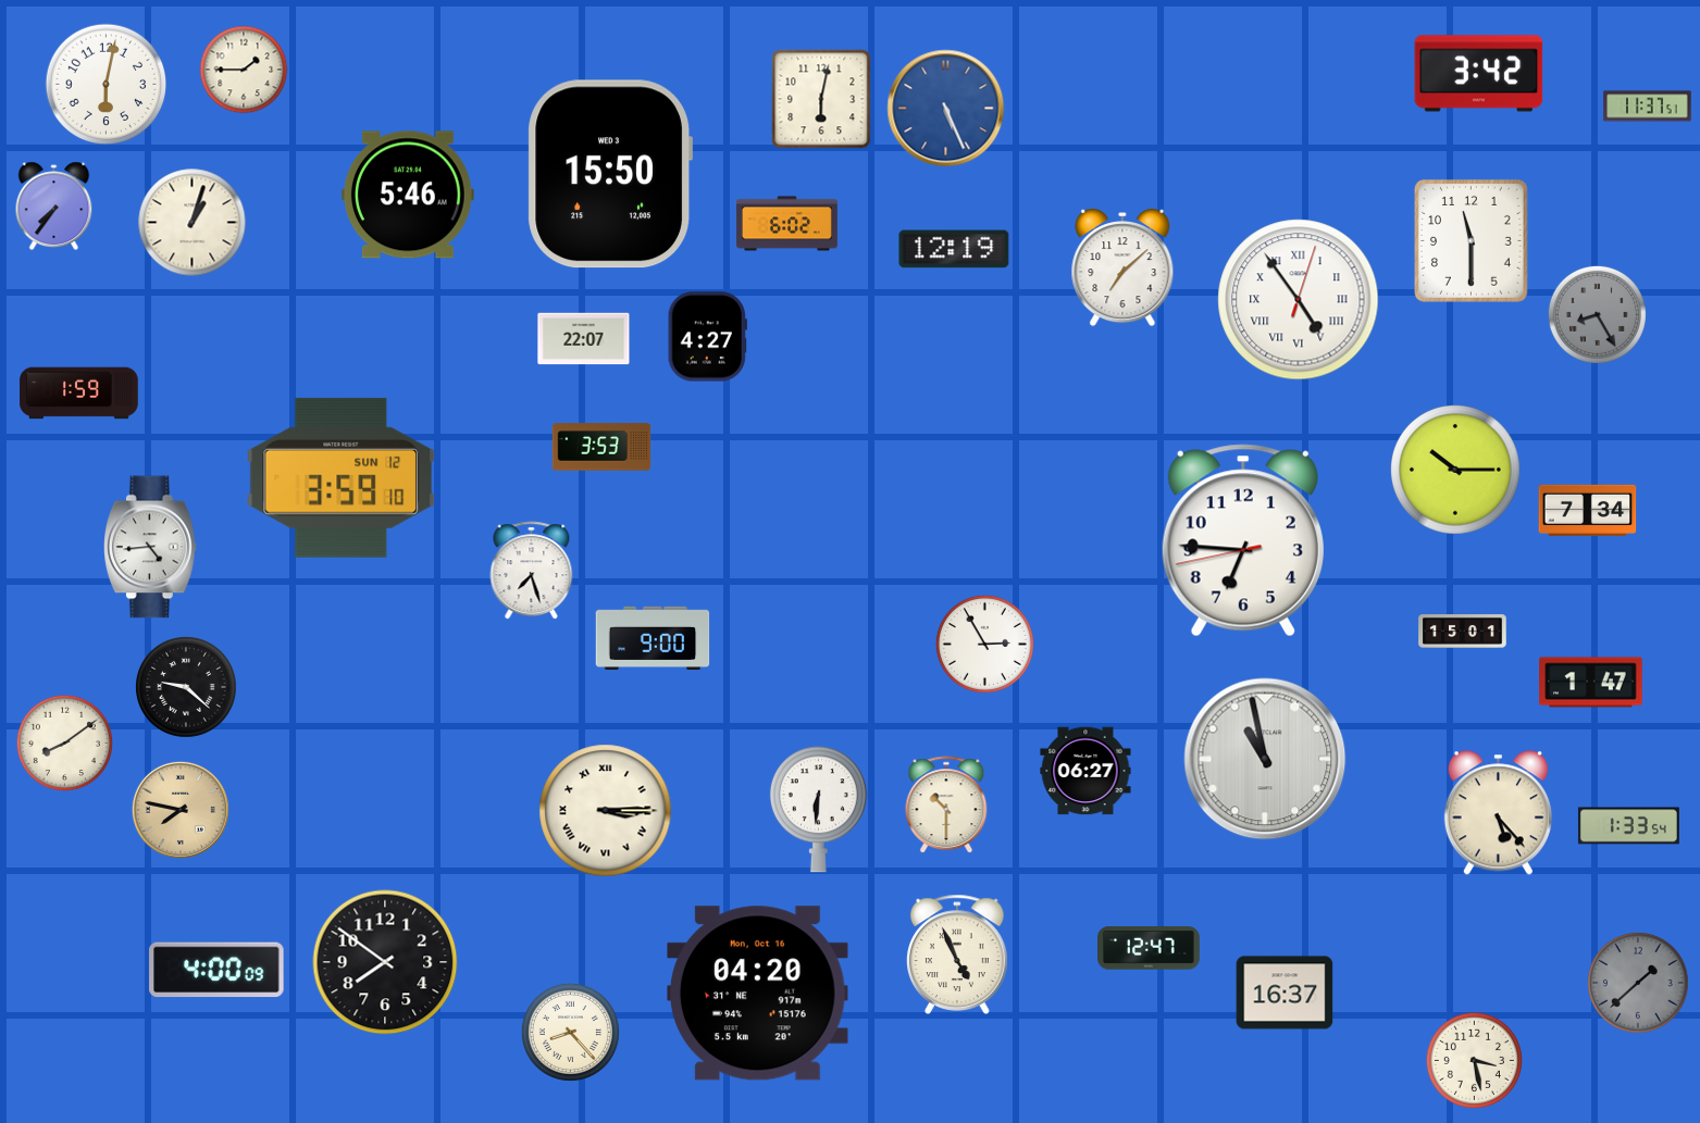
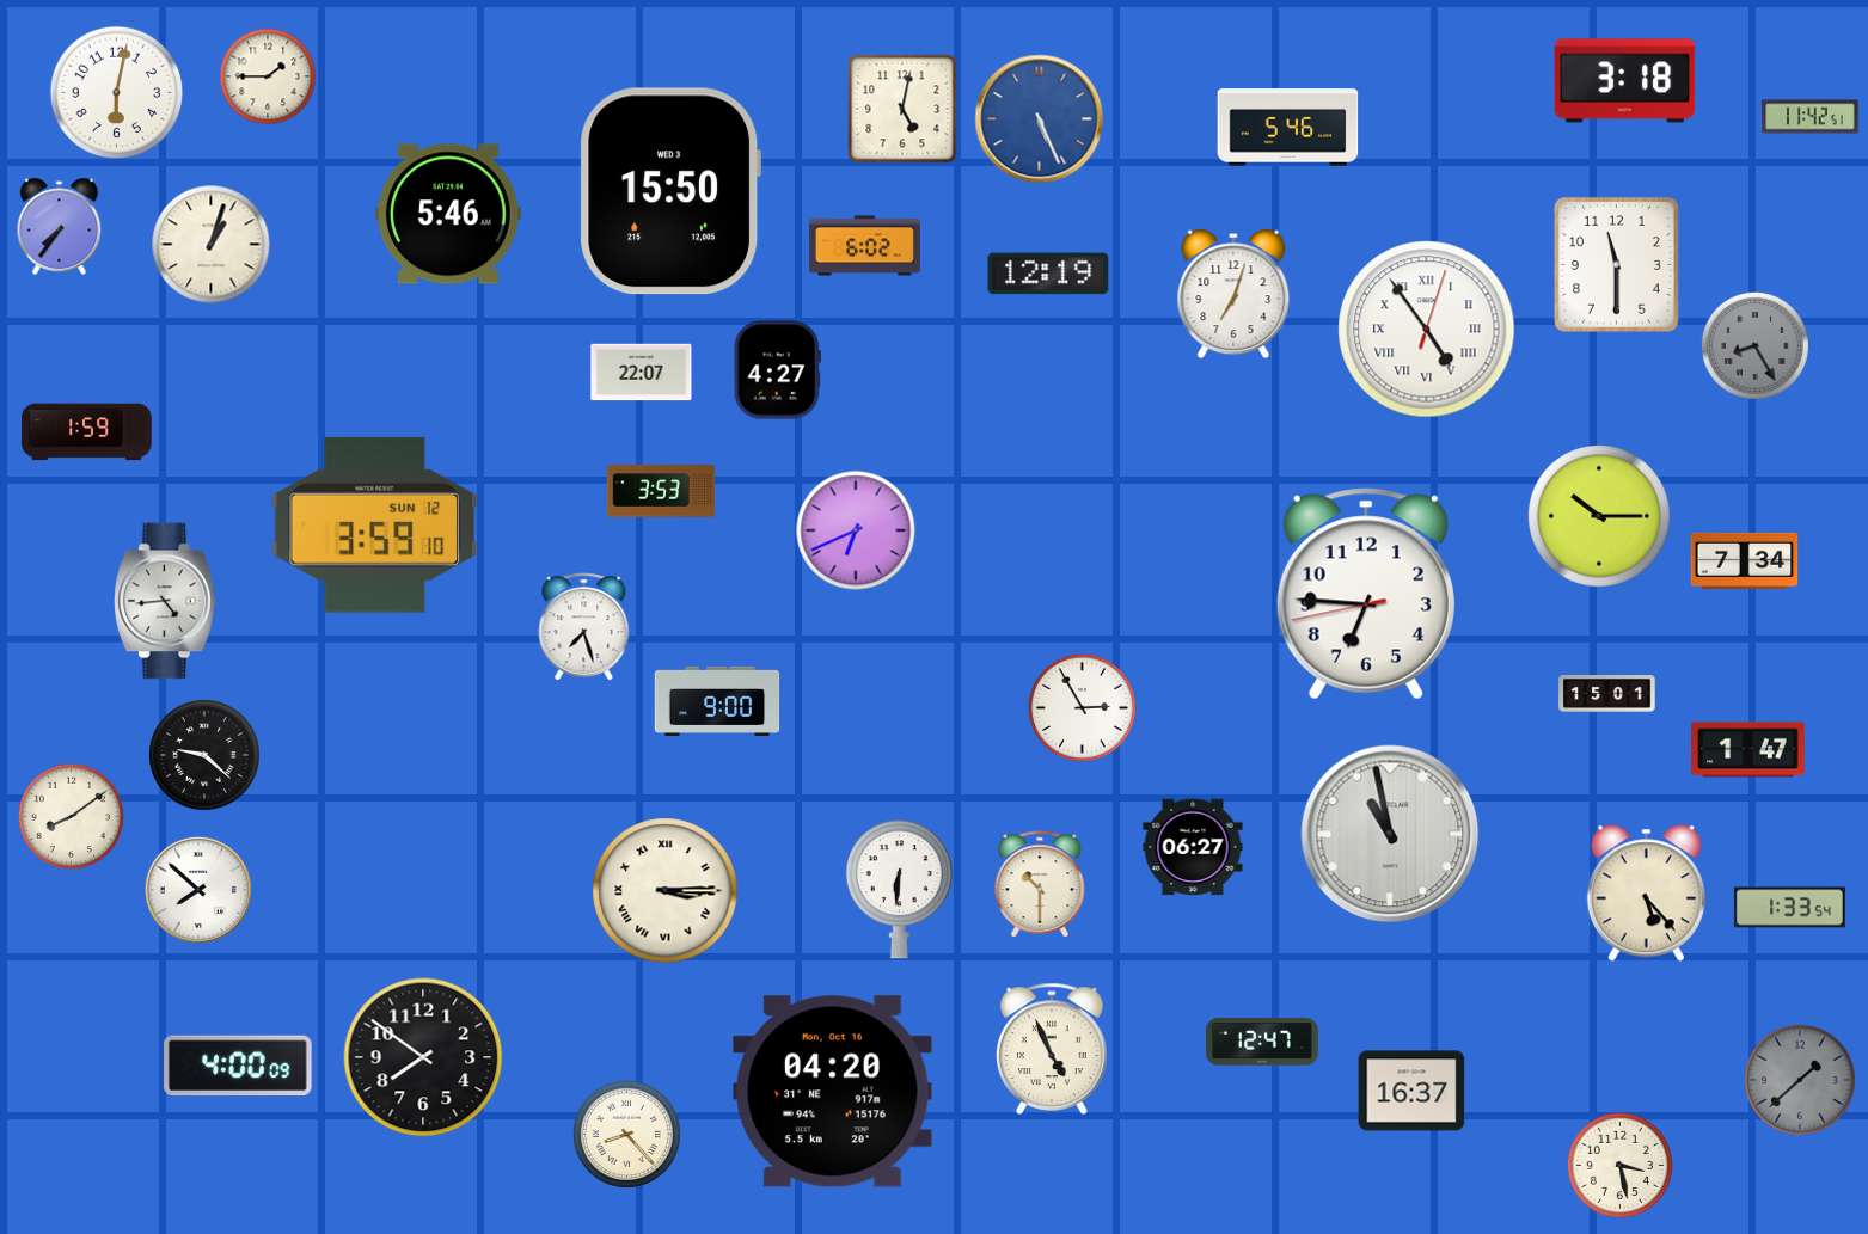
clock at (1479, 74): 3:42 -> 3:18
clock at (821, 99): 6:02 -> 5:02
clock at (1648, 107): 11:37 -> 11:42
clock at (1288, 128): none -> 5:46
clock at (1122, 267): 7:08 -> 7:03
clock at (856, 530): none -> 6:41
clock at (181, 810): 7:47 -> 7:52
clock at (181, 810) dial: champagne -> white
